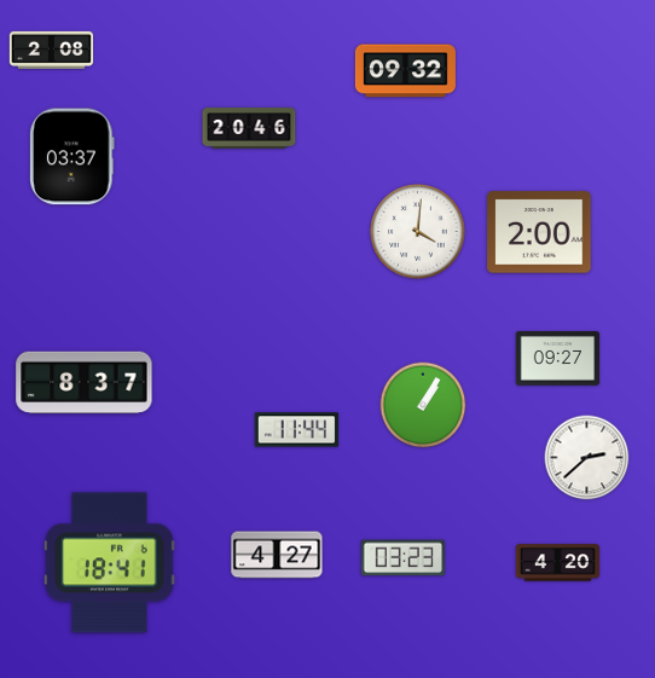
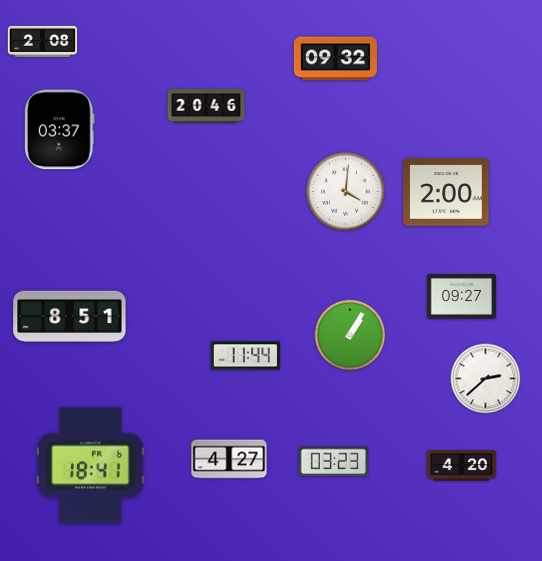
clock at (85, 382): 8:37 -> 8:51
